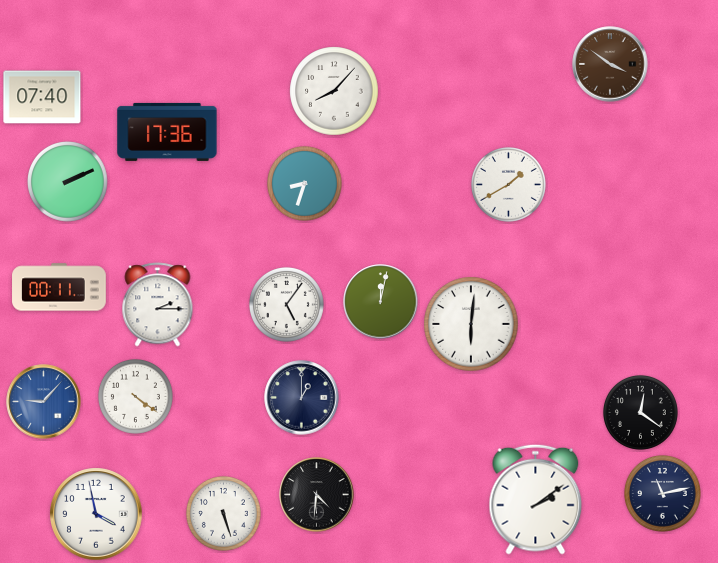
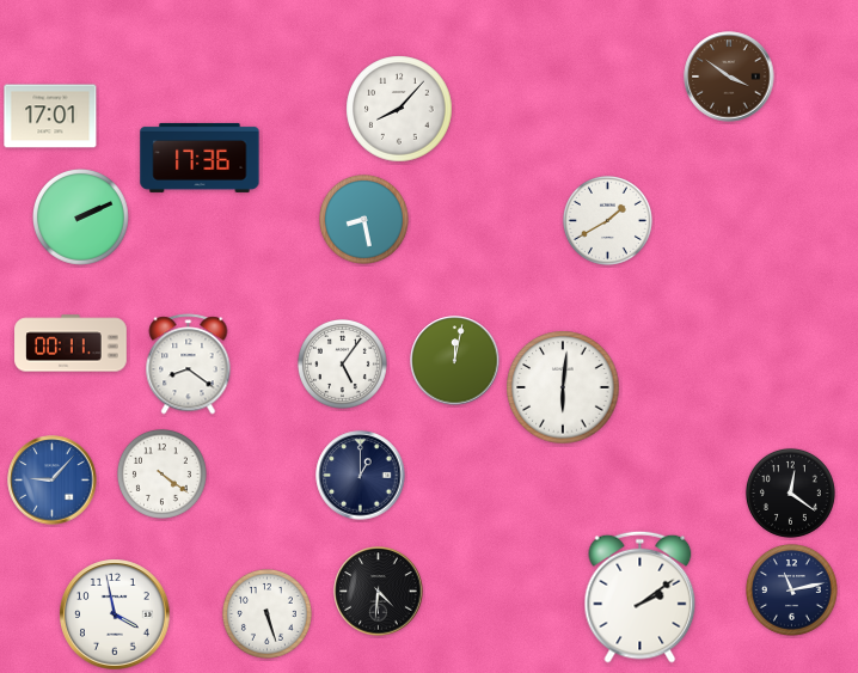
clock at (42, 97): 07:40 -> 17:01
clock at (304, 183): 8:33 -> 8:28
clock at (158, 305): 2:15 -> 8:21
clock at (640, 412) position: (640, 412) -> (790, 492)
